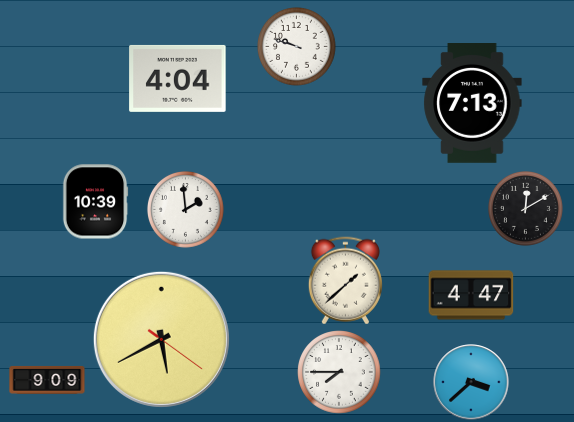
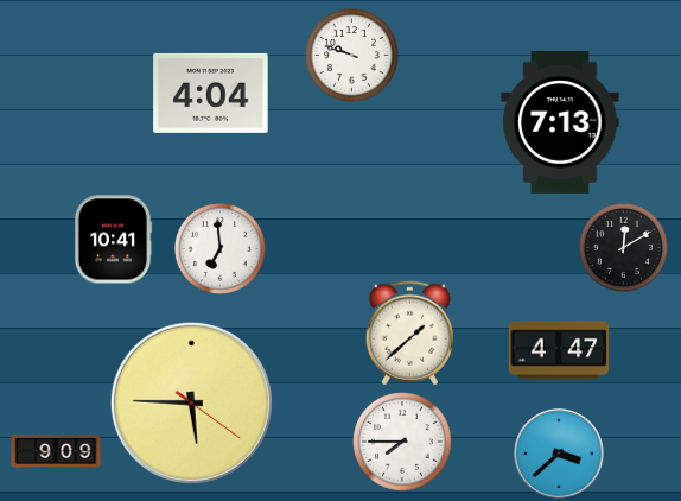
clock at (95, 202): 10:39 -> 10:41
clock at (185, 209): 1:59 -> 6:59
clock at (161, 339): 5:40 -> 5:45
